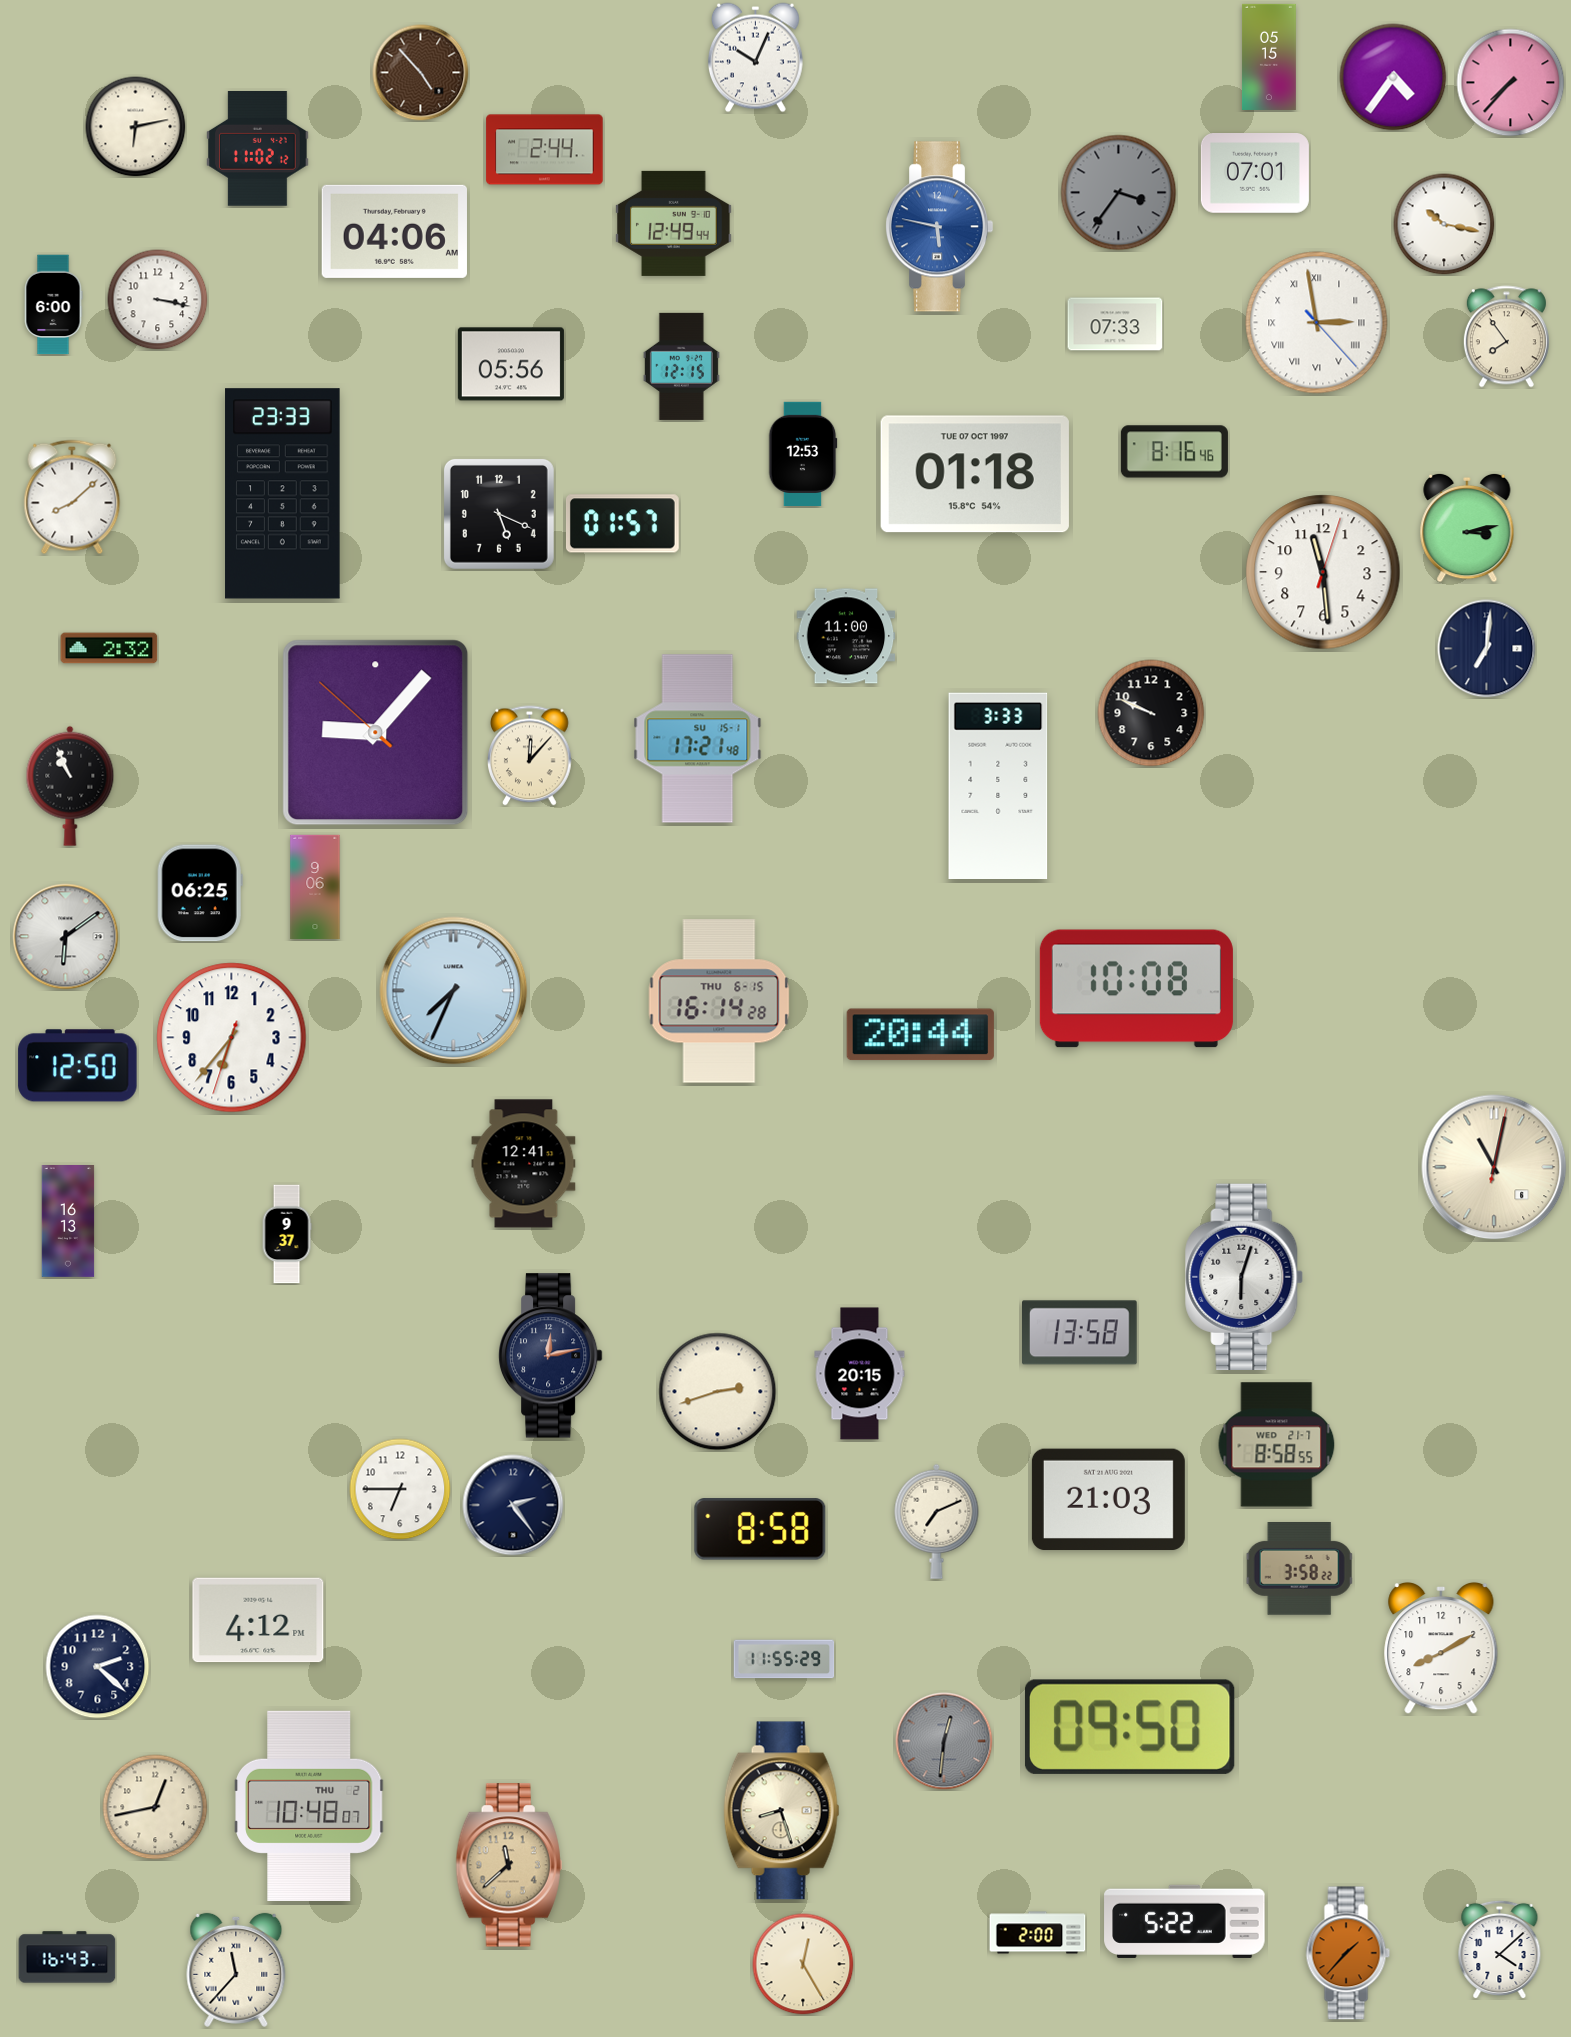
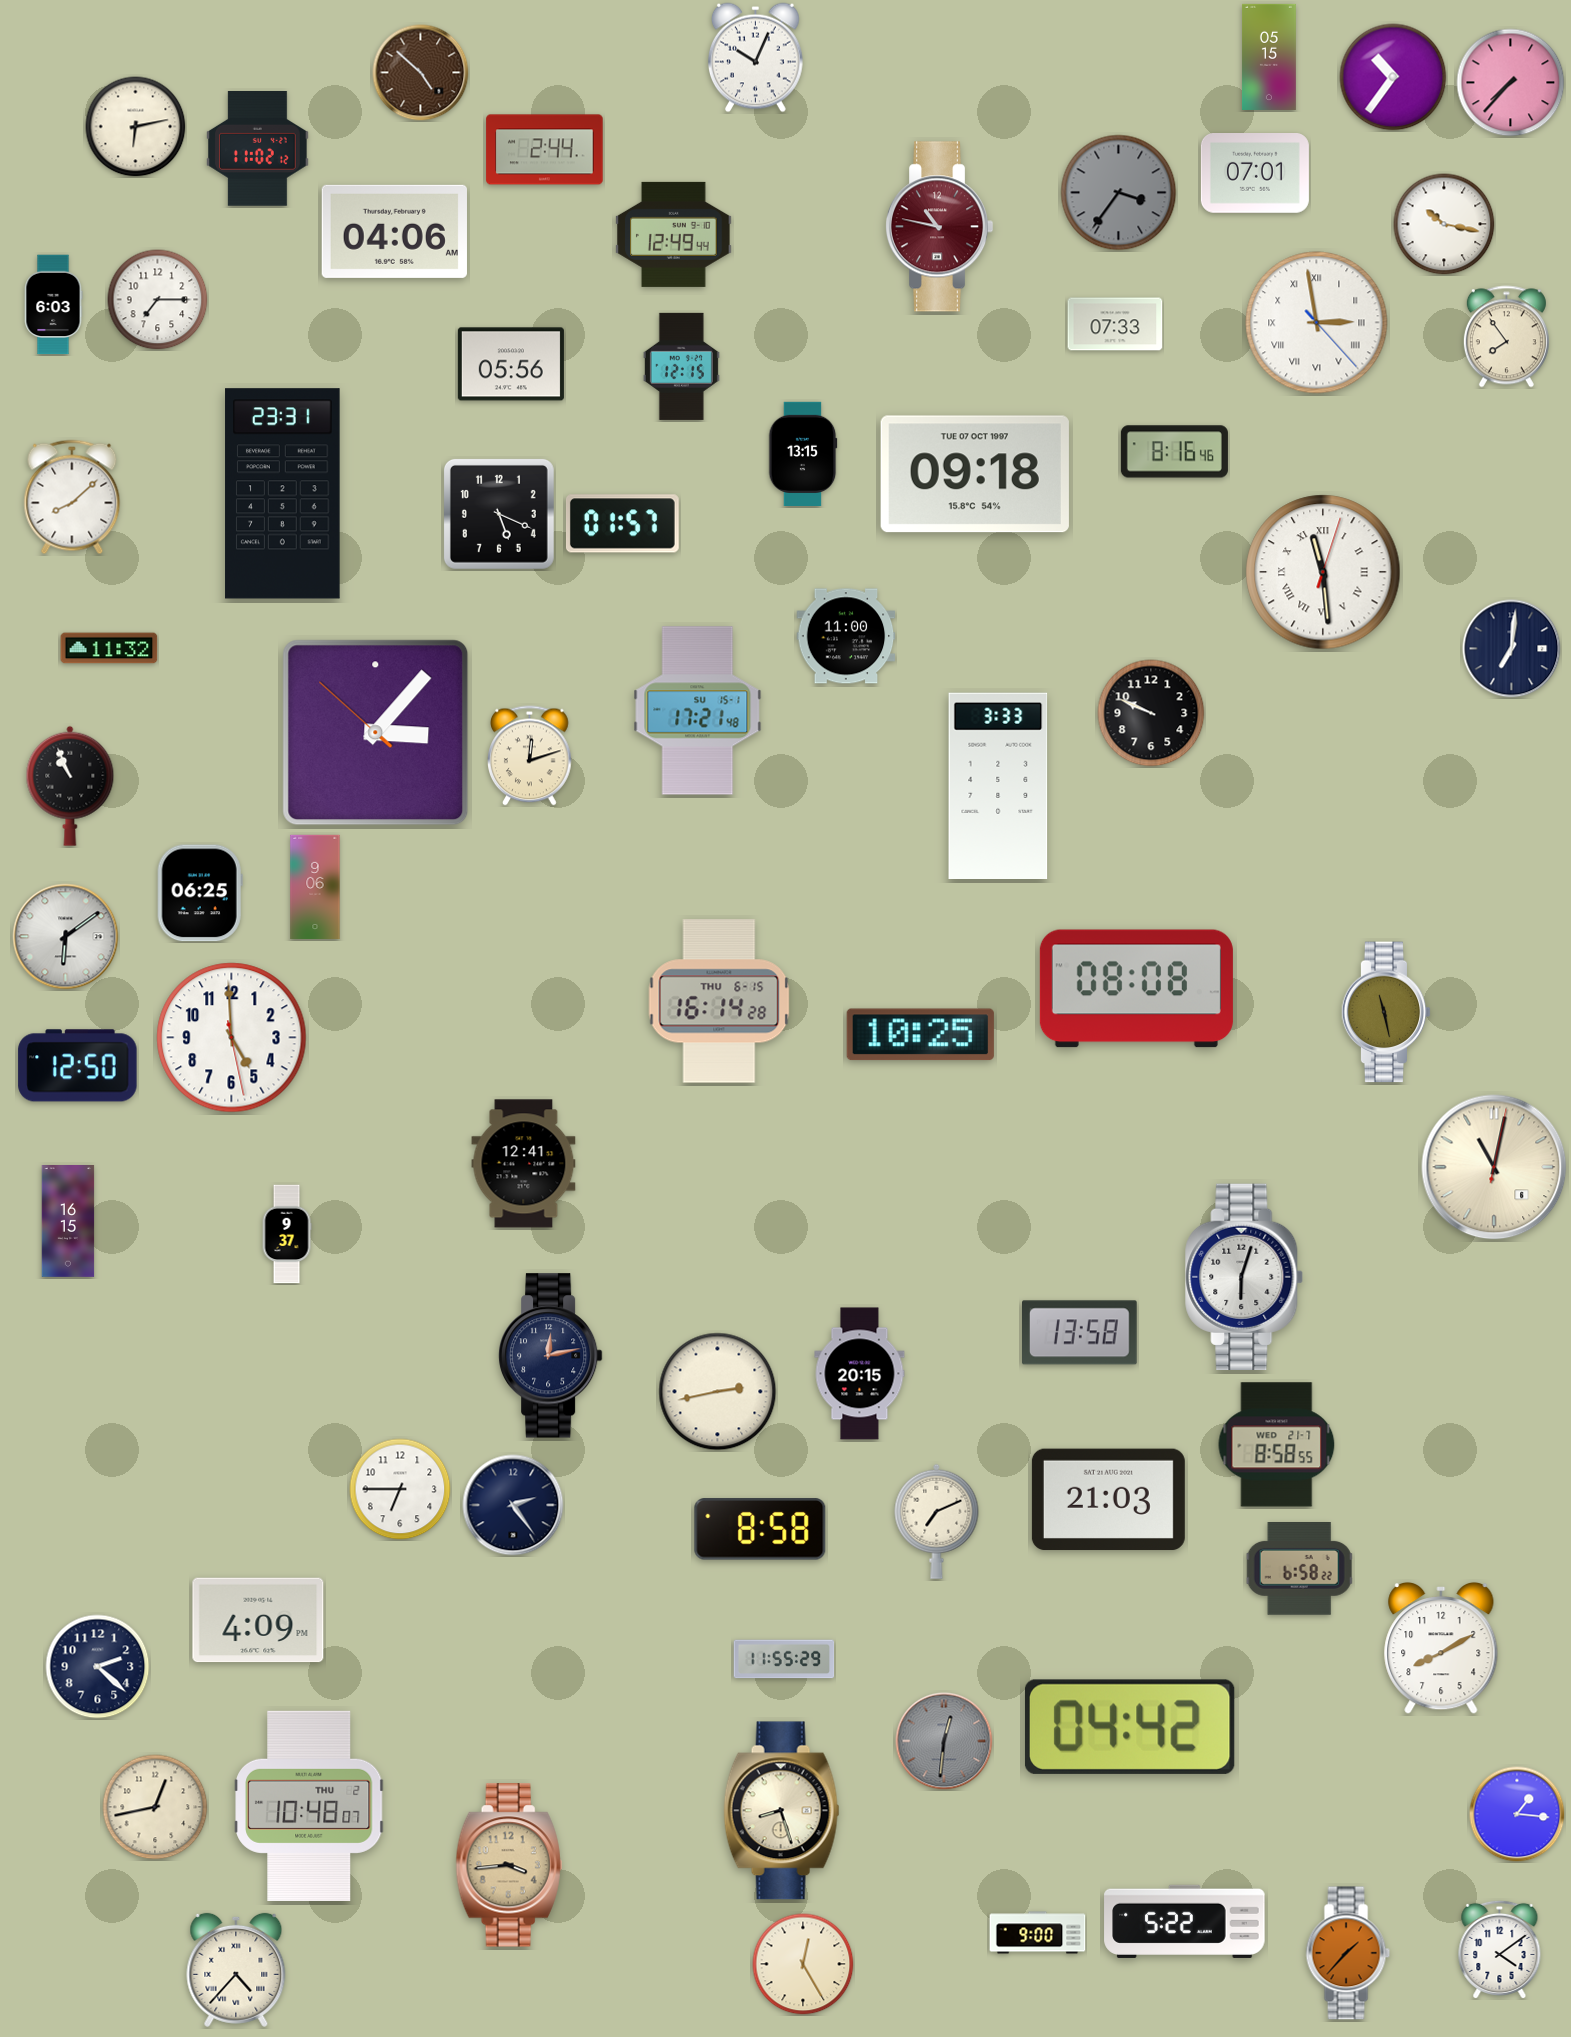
clock at (421, 73): 4:53 -> 4:52
clock at (1393, 77): 4:36 -> 10:36
clock at (674, 223) position: (674, 223) -> (674, 234)
clock at (939, 227): 5:47 -> 10:47
clock at (939, 227) dial: blue -> burgundy
clock at (158, 300): 3:17 -> 7:15
clock at (53, 305): 6:00 -> 6:03
clock at (803, 453): 12:53 -> 13:15
clock at (975, 474): 01:18 -> 09:18
clock at (283, 494): 23:33 -> 23:31
clock at (1467, 528): 3:13 -> none
clock at (1323, 572) numerals: Arabic -> Roman
clock at (109, 648): 2:32 -> 11:32
clock at (1487, 649) position: (1487, 649) -> (1512, 649)
clock at (376, 733): 9:06 -> 3:06
clock at (698, 739) position: (698, 739) -> (698, 711)
clock at (530, 756): 12:07 -> 12:12
clock at (1136, 989): 10:08 -> 08:08
clock at (454, 991): 7:34 -> none
clock at (1386, 1012): none -> 11:28
clock at (920, 1035): 20:44 -> 10:25
clock at (232, 1038): 6:36 -> 4:59
clock at (68, 1222): 16:13 -> 16:15
clock at (718, 1392): 2:42 -> 2:43
clock at (1300, 1569): 3:58 -> 6:58
clock at (258, 1620): 4:12 -> 4:09
clock at (1130, 1727): 09:50 -> 04:42
clock at (1517, 1814): none -> 1:16
clock at (509, 1865): 11:38 -> 3:44
clock at (1038, 1933): 2:00 -> 9:00
clock at (1500, 1949): 4:08 -> 4:09
clock at (67, 1957): 16:43 -> none
clock at (236, 1970): 11:37 -> 4:37
